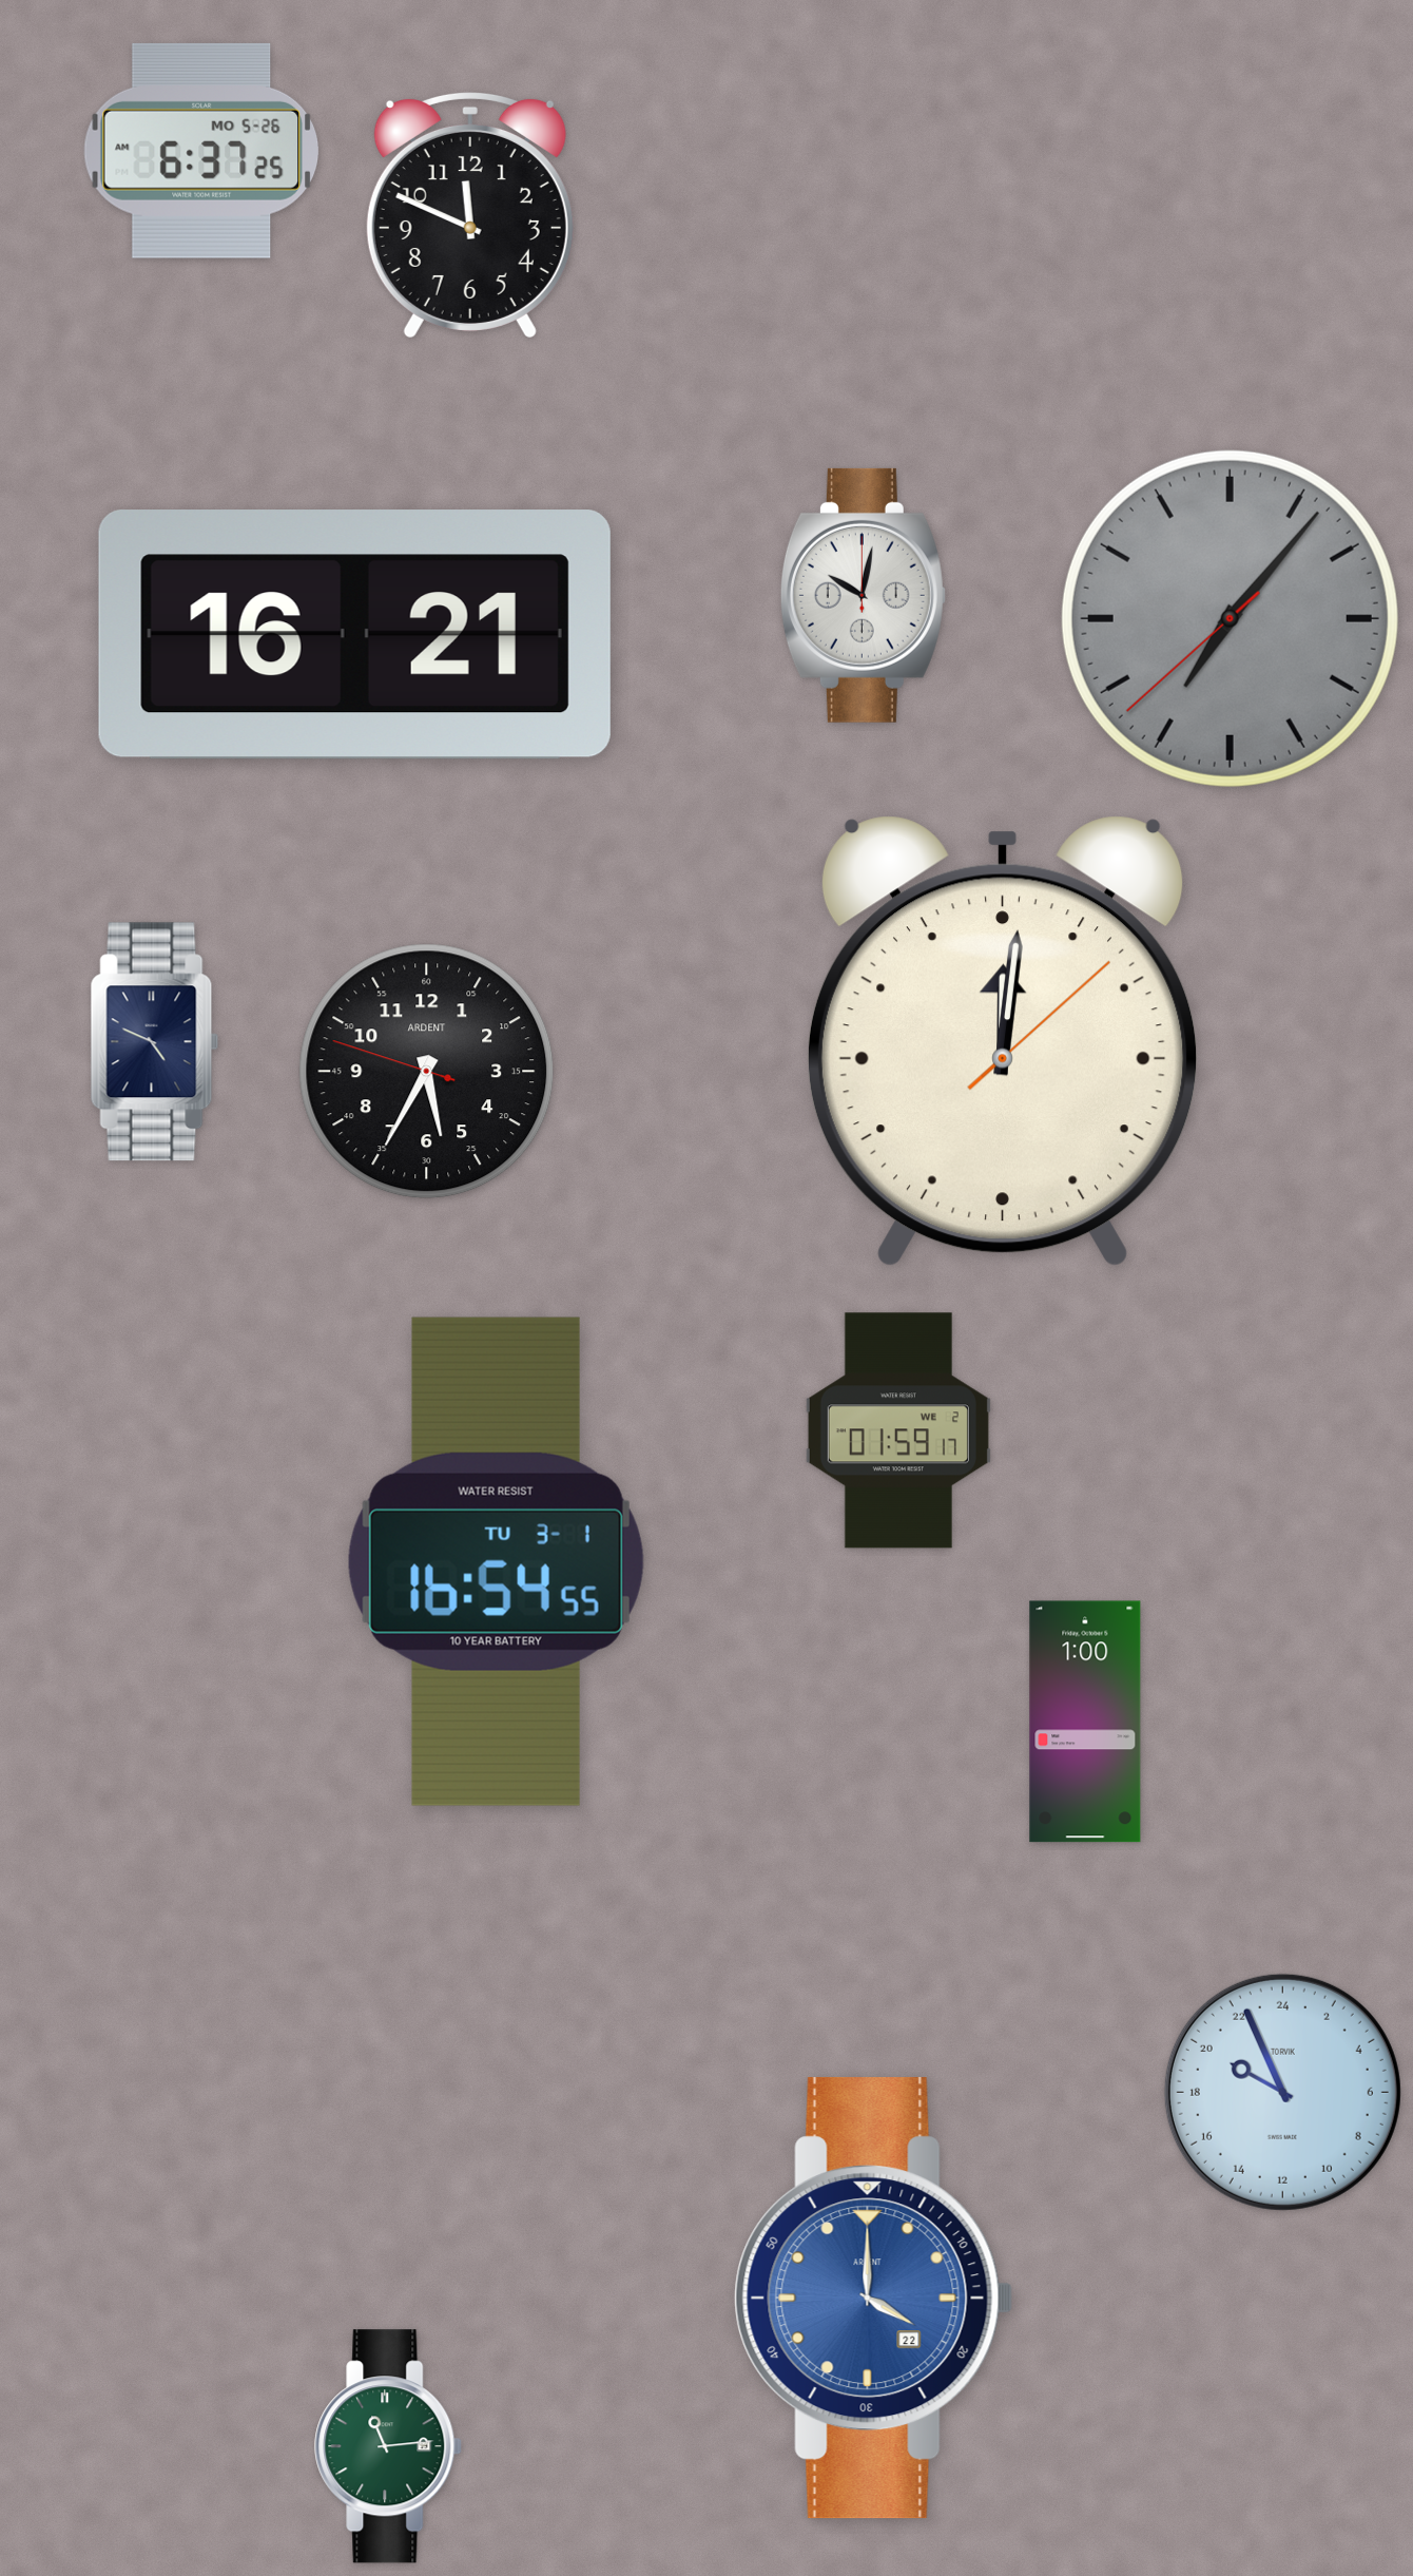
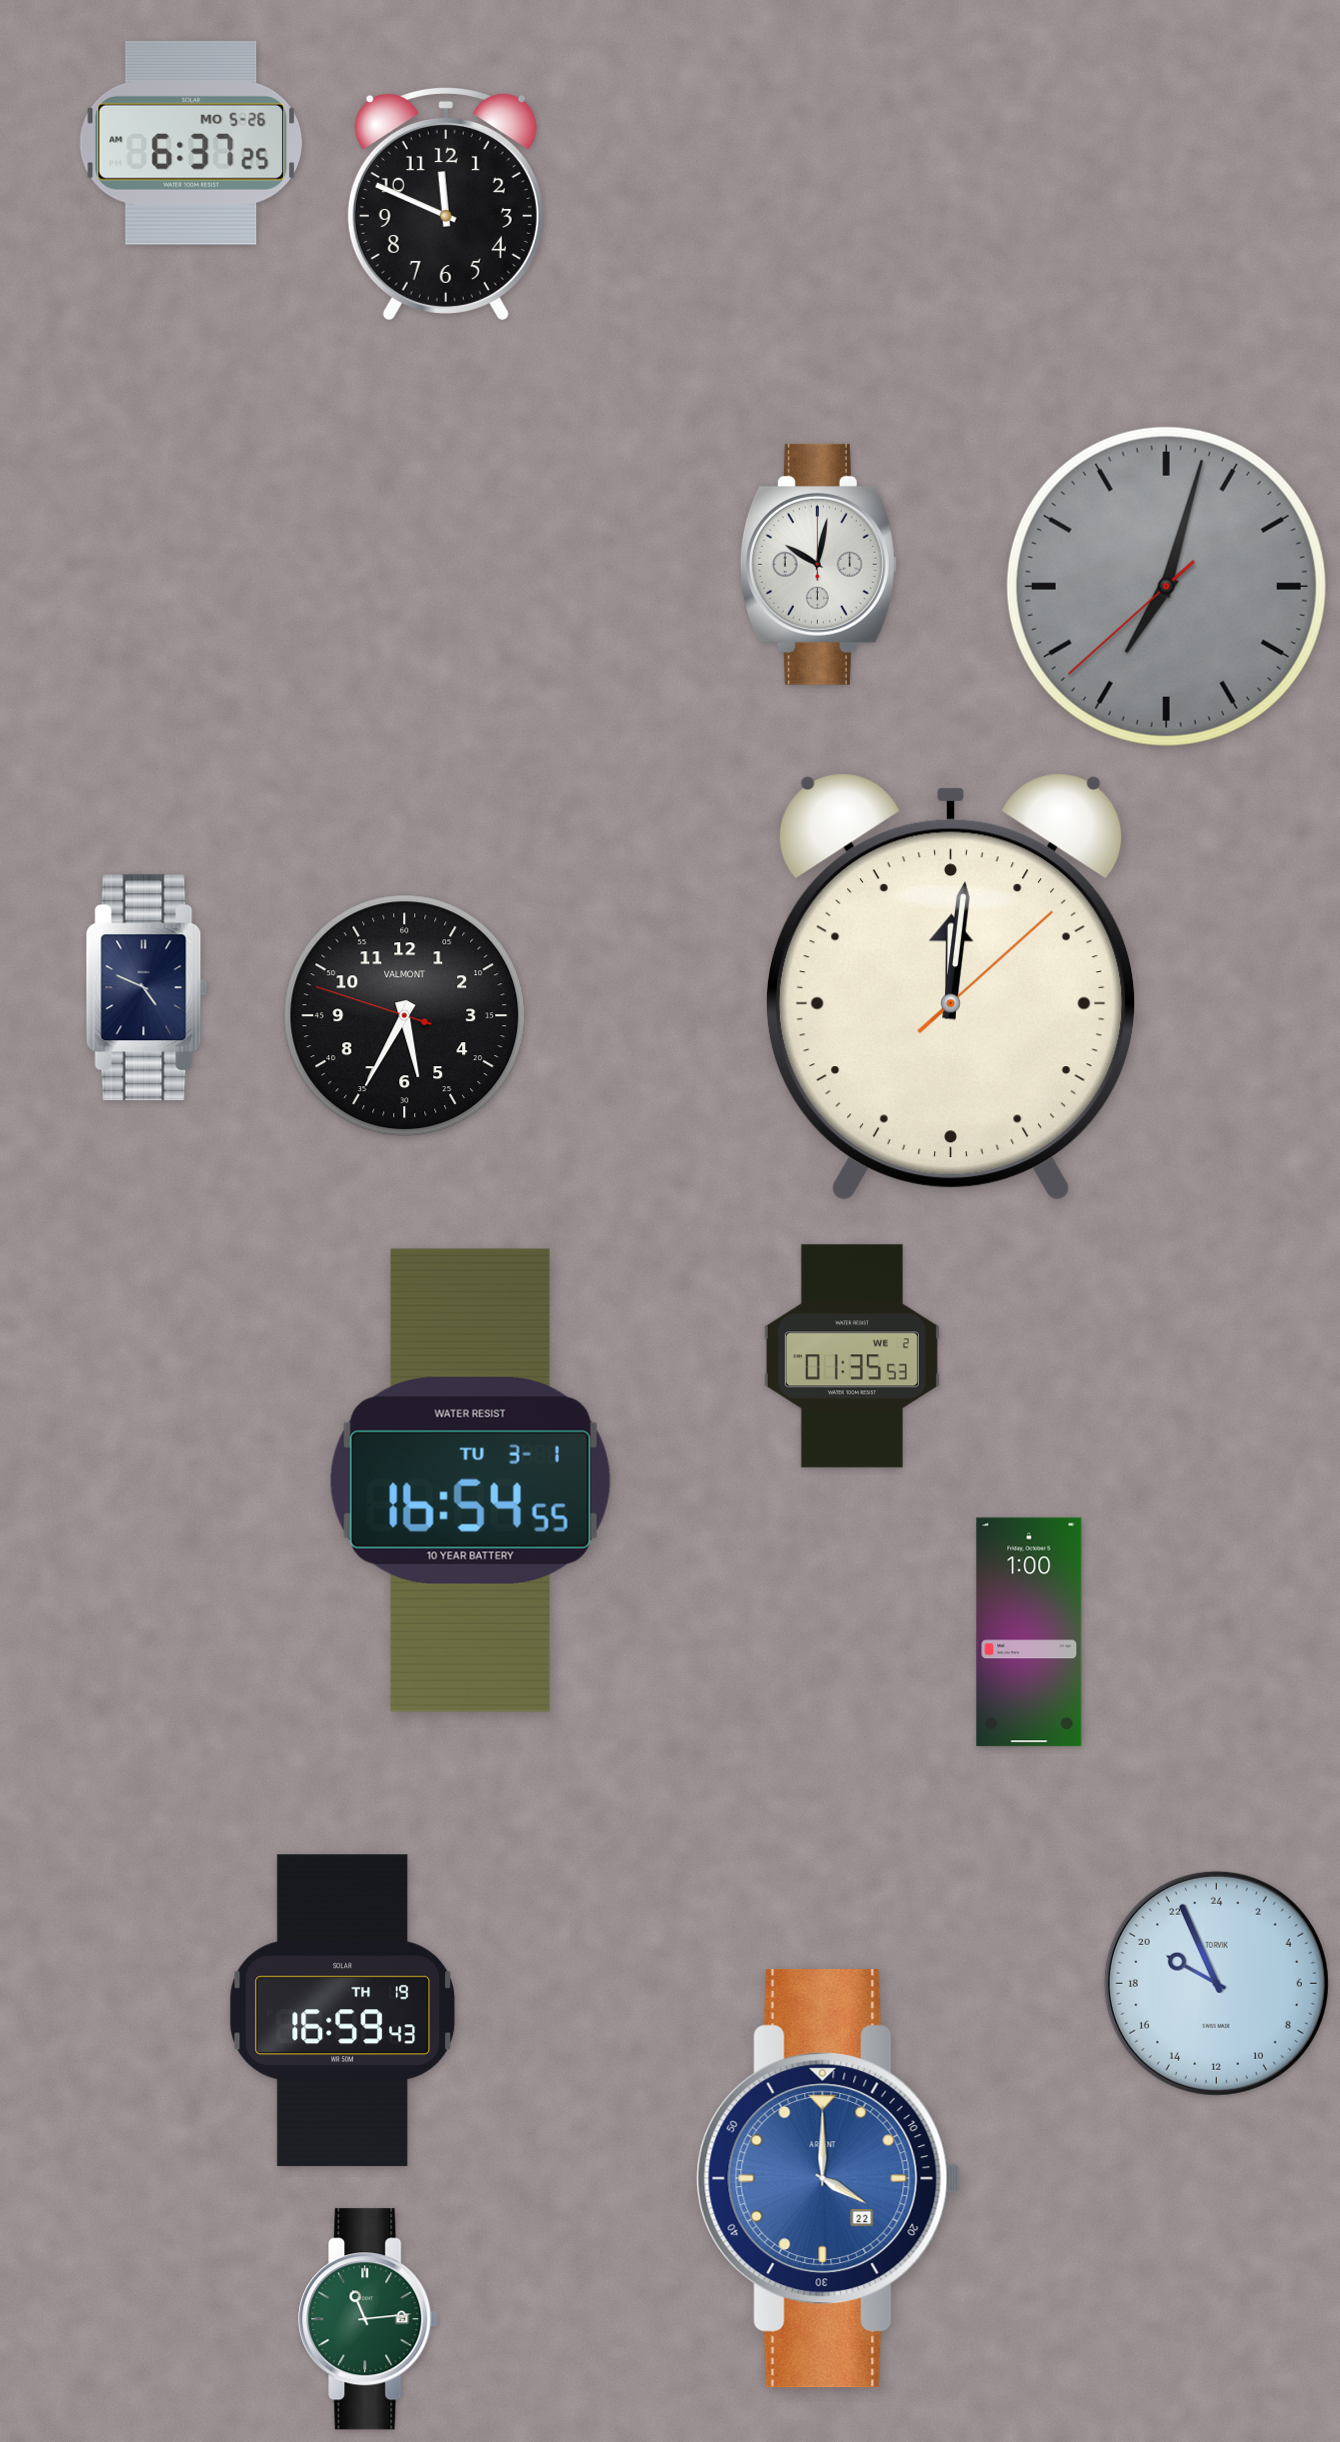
clock at (1230, 618): 7:06 -> 7:02
clock at (354, 635): 16:21 -> none
clock at (427, 1072) brand: ARDENT -> VALMONT
clock at (898, 1430): 01:59 -> 01:35
clock at (342, 2011): none -> 16:59
